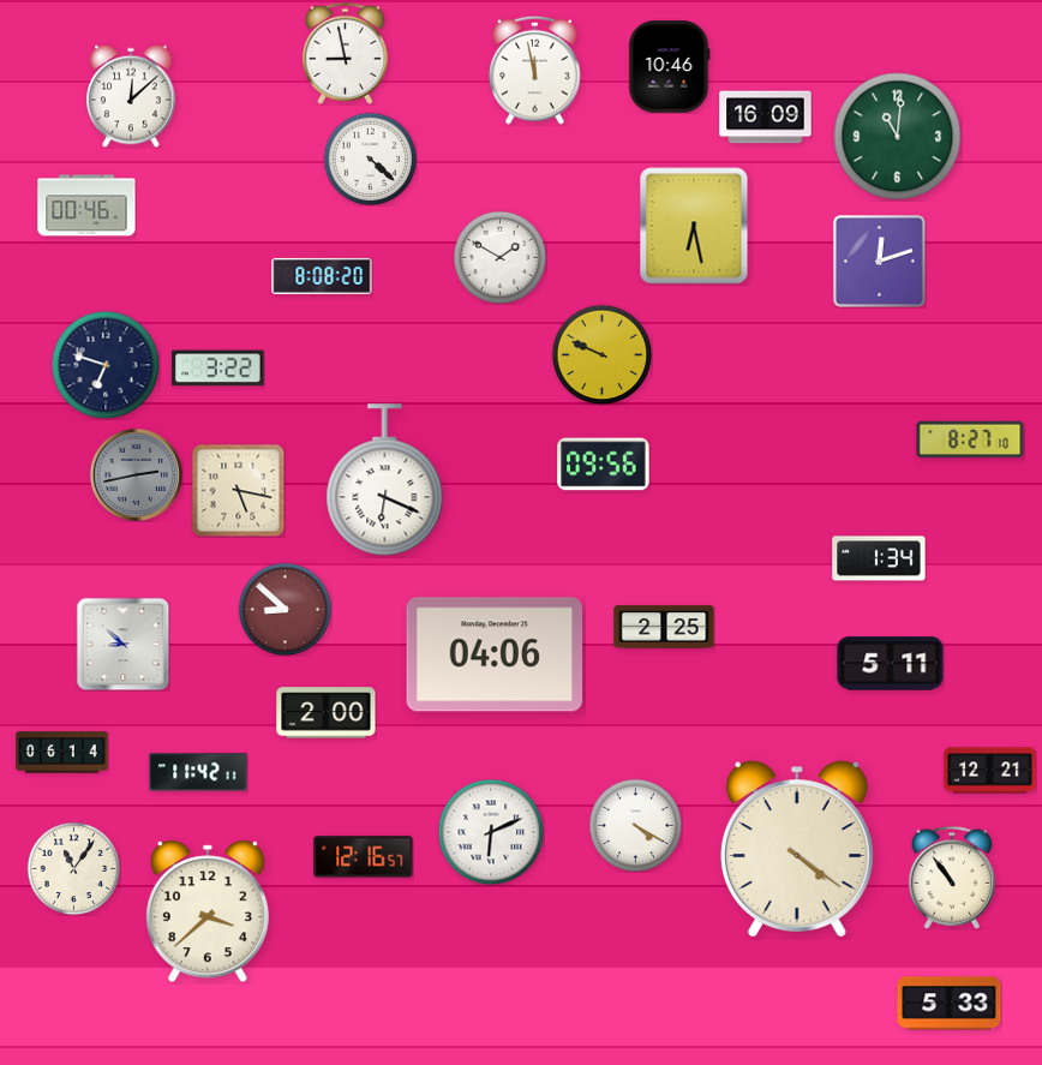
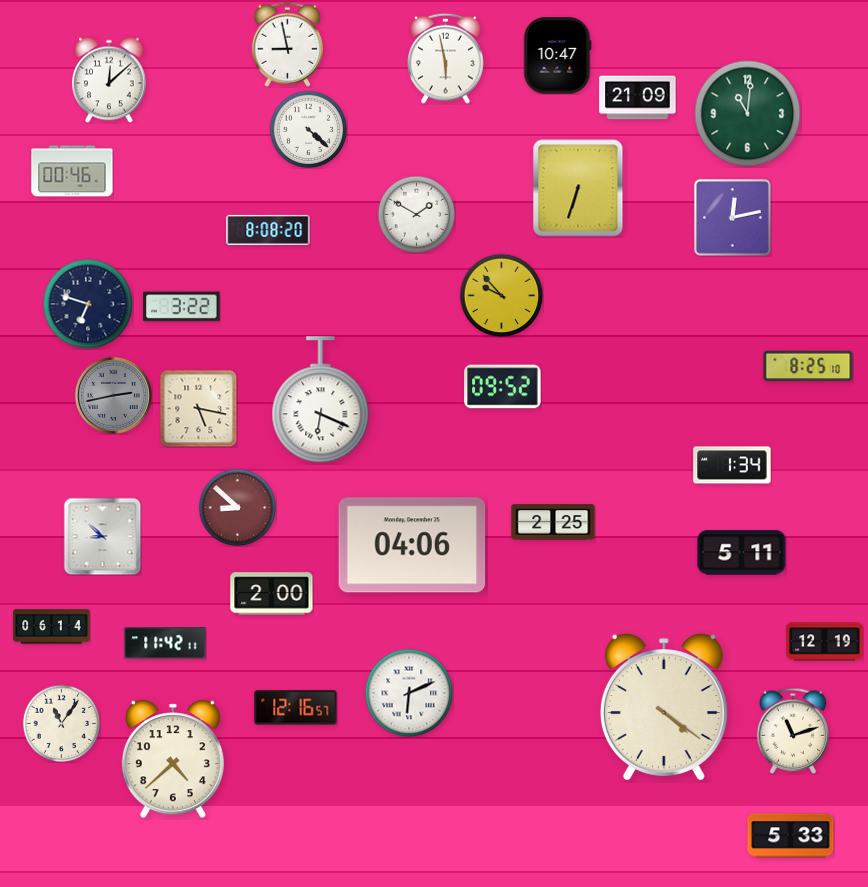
clock at (670, 67): 10:46 -> 10:47
clock at (535, 70): 11:58 -> 5:58
clock at (766, 118): 16:09 -> 21:09
clock at (370, 158) position: (370, 158) -> (308, 129)
clock at (694, 226): 6:28 -> 6:33
clock at (879, 261): 12:12 -> 12:13
clock at (601, 354): 9:49 -> 9:53
clock at (970, 439): 8:27 -> 8:25
clock at (604, 465): 09:56 -> 09:52
clock at (990, 771): 12:21 -> 12:19
clock at (635, 825): 4:20 -> none
clock at (364, 857) position: (364, 857) -> (296, 708)
clock at (952, 878): 10:54 -> 11:12
clock at (208, 911): 3:38 -> 4:38
